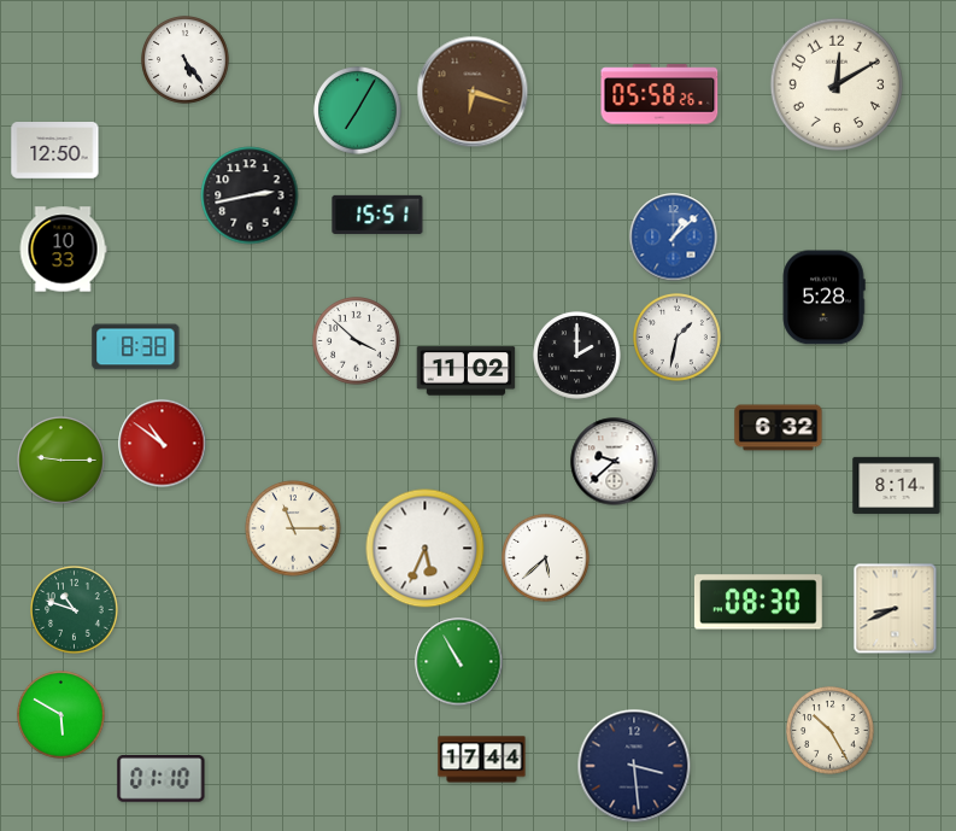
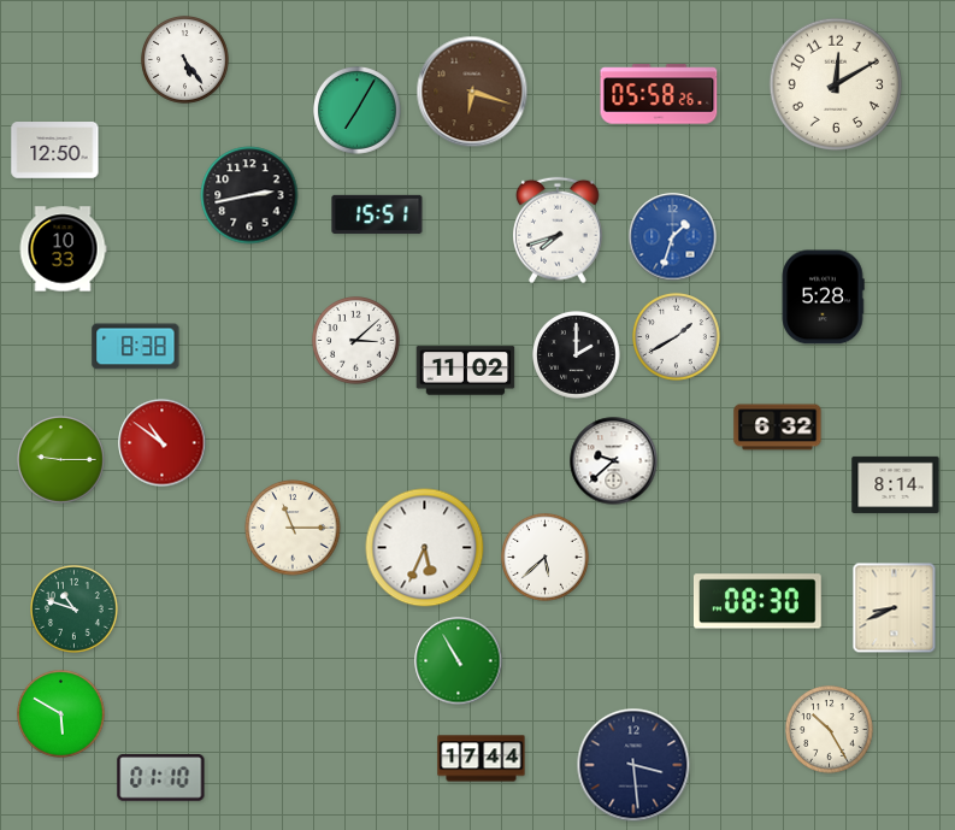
clock at (559, 230): none -> 7:42
clock at (674, 238): 1:08 -> 1:33
clock at (678, 338): 1:32 -> 1:40
clock at (357, 341): 3:52 -> 3:08
